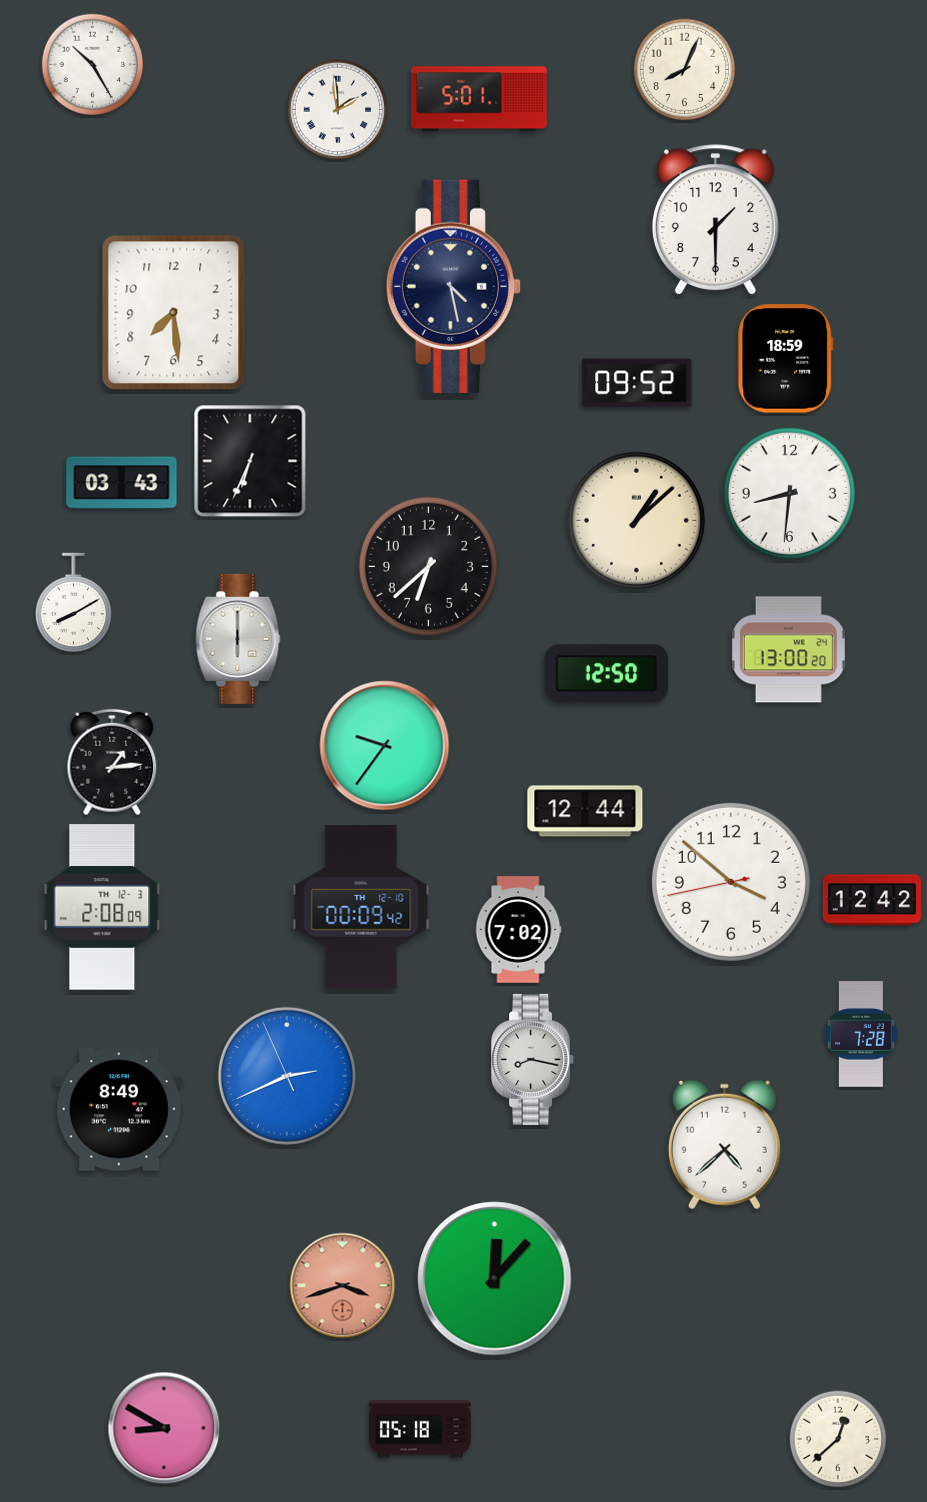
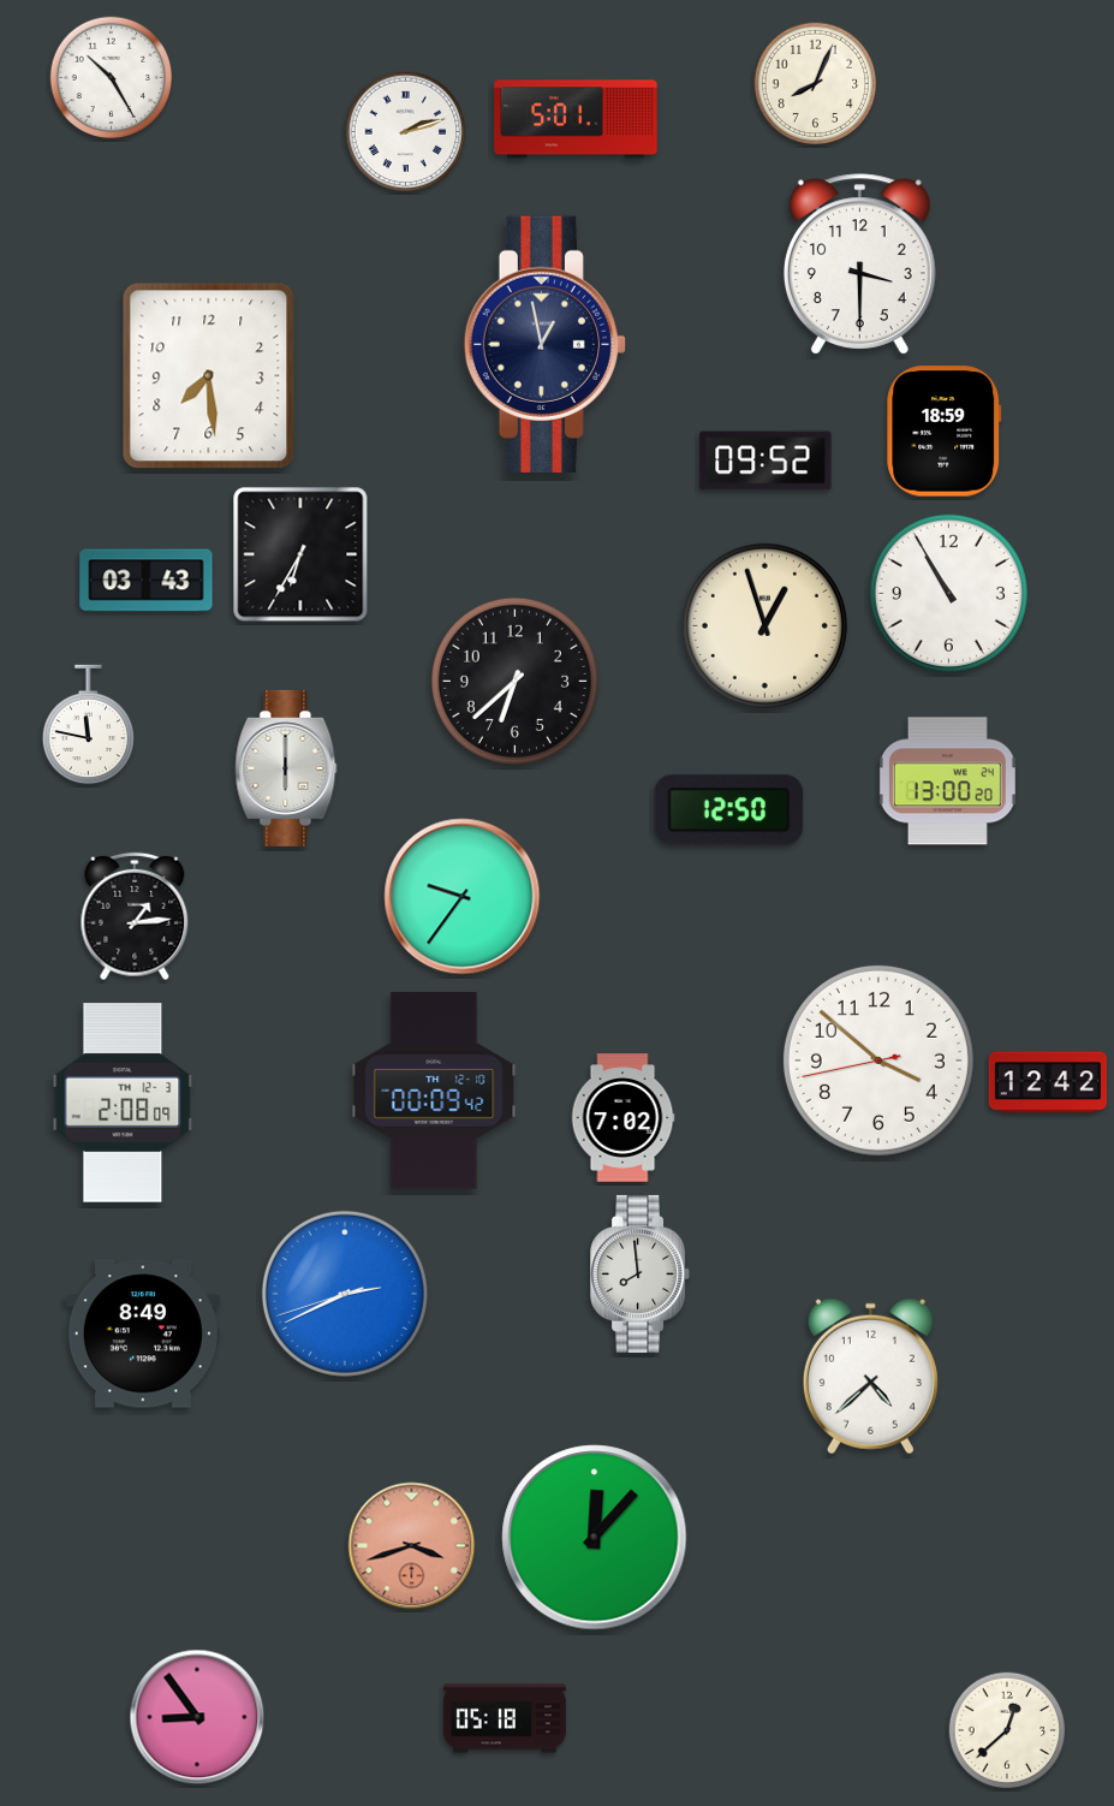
clock at (685, 70) position: (685, 70) -> (816, 84)
clock at (338, 110): 1:59 -> 2:12
clock at (715, 220): 1:30 -> 3:30
clock at (453, 286): 4:28 -> 12:58
clock at (250, 461): 6:34 -> 6:35
clock at (789, 493): 8:31 -> 10:55
clock at (636, 520): 1:08 -> 12:57
clock at (74, 603): 8:10 -> 11:47
clock at (585, 811): 12:44 -> none
clock at (102, 907) position: (102, 907) -> (123, 1103)
clock at (861, 1034): 7:28 -> none
clock at (533, 1059): 8:17 -> 7:59
clock at (287, 1076): 2:40:56 -> 2:40:42
clock at (164, 1428): 8:50 -> 8:54
